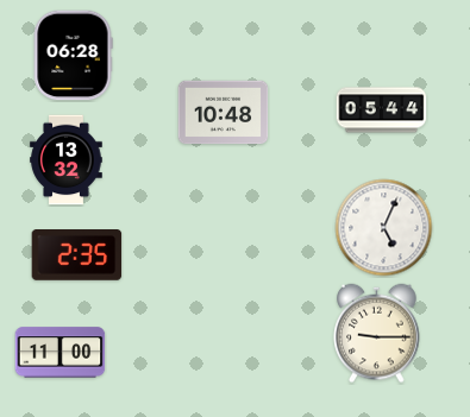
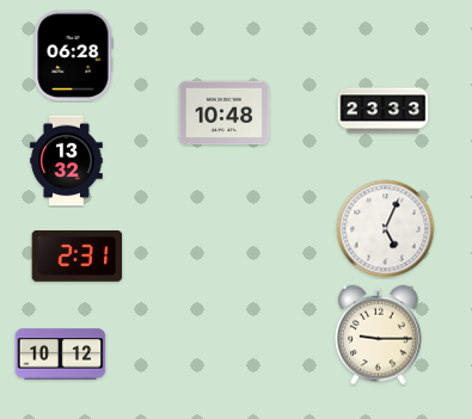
clock at (382, 110): 05:44 -> 23:33
clock at (77, 255): 2:35 -> 2:31
clock at (61, 353): 11:00 -> 10:12
